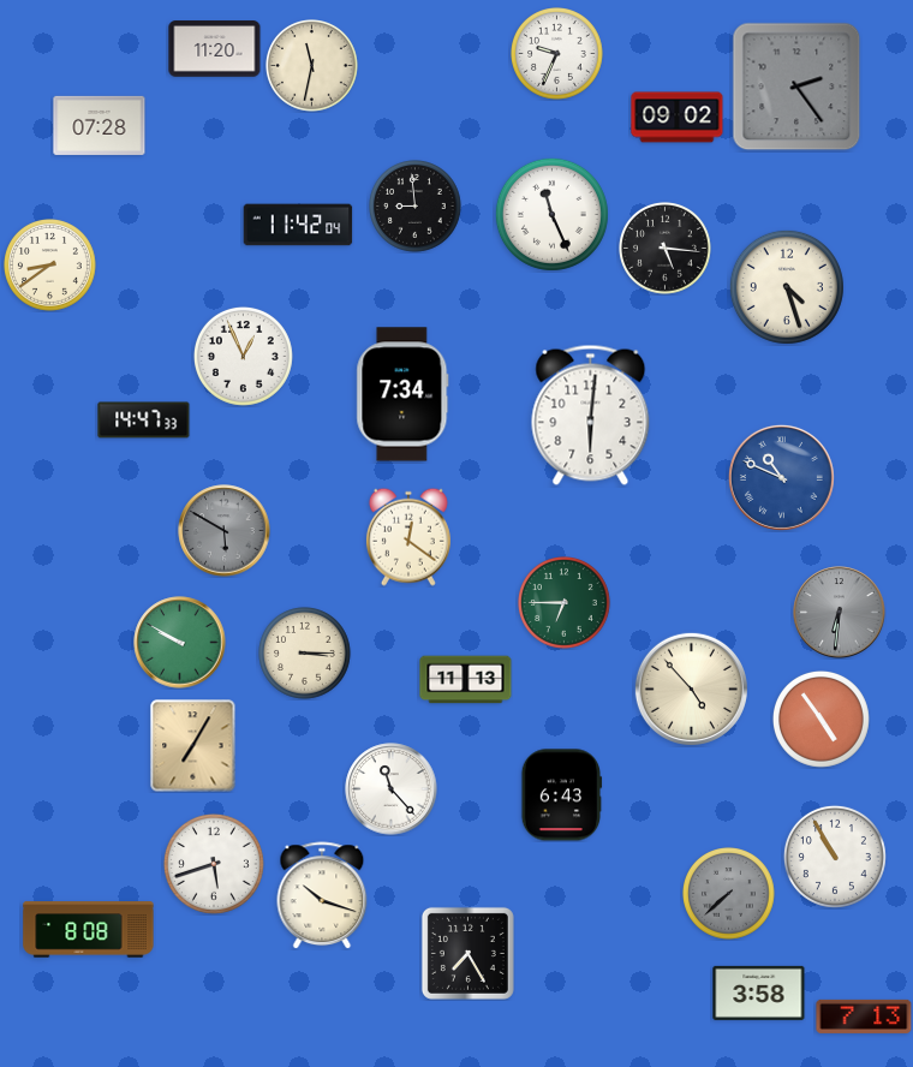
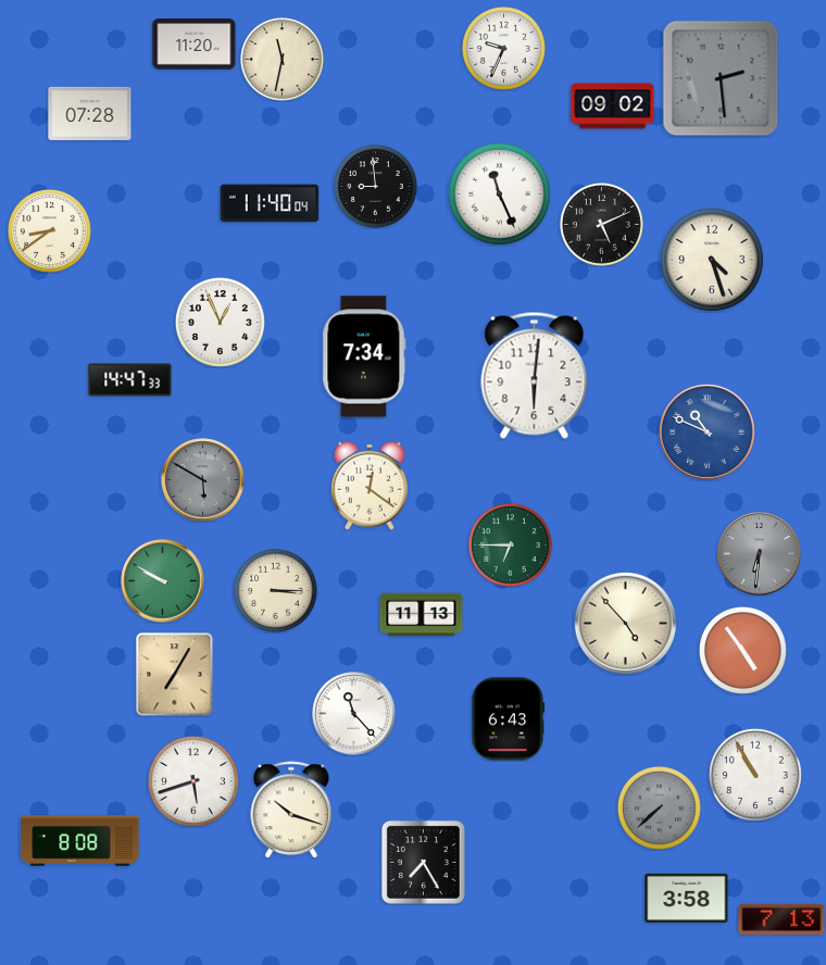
clock at (796, 87): 2:24 -> 2:29
clock at (298, 225): 11:42 -> 11:40
clock at (666, 249): 5:16 -> 5:11
clock at (50, 266) position: (50, 266) -> (50, 231)
